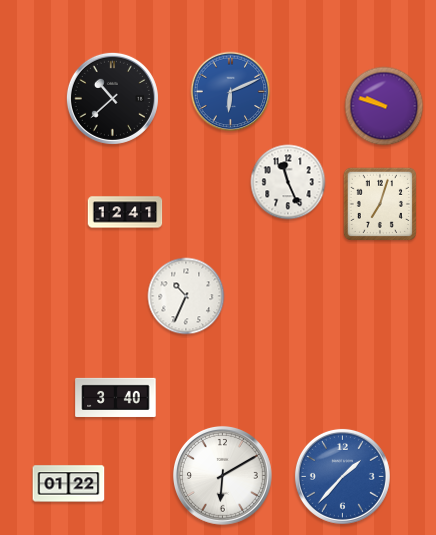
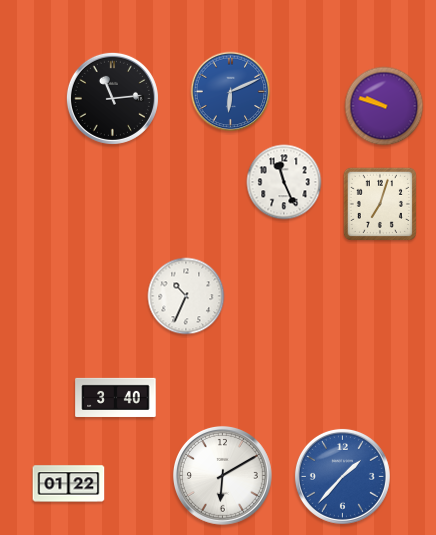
clock at (112, 98): 10:38 -> 11:14
clock at (288, 182) position: (288, 182) -> (284, 182)
clock at (125, 212): 12:41 -> none
